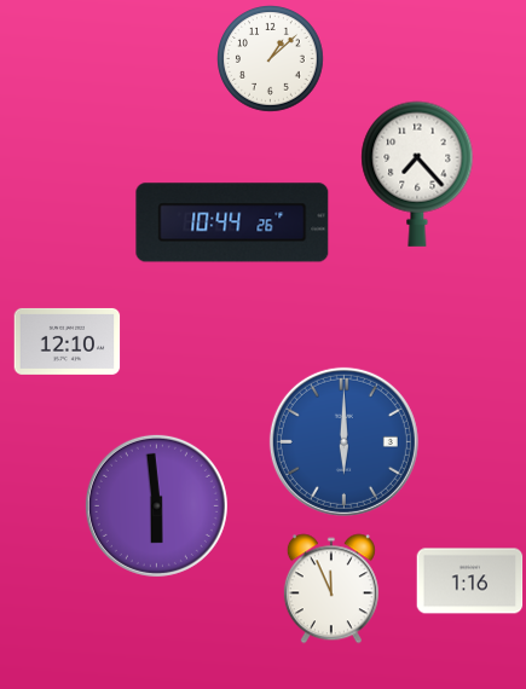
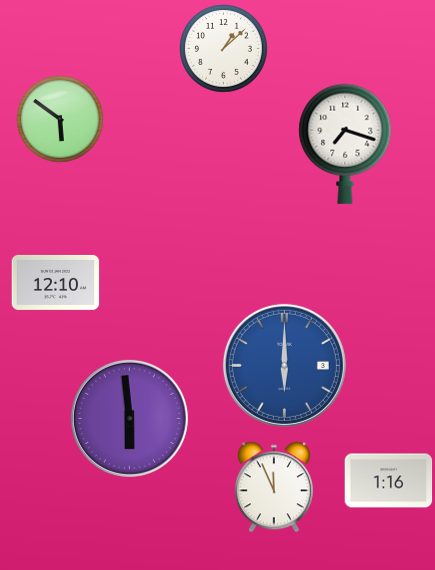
clock at (61, 120): none -> 5:51
clock at (417, 174): 7:23 -> 7:18
clock at (232, 222): 10:44 -> none
